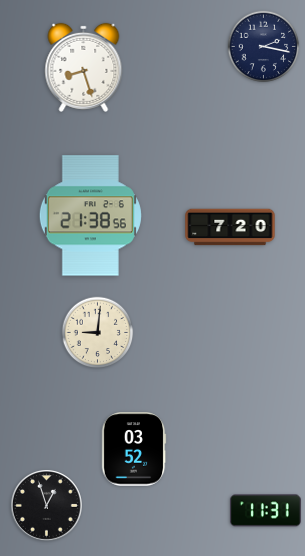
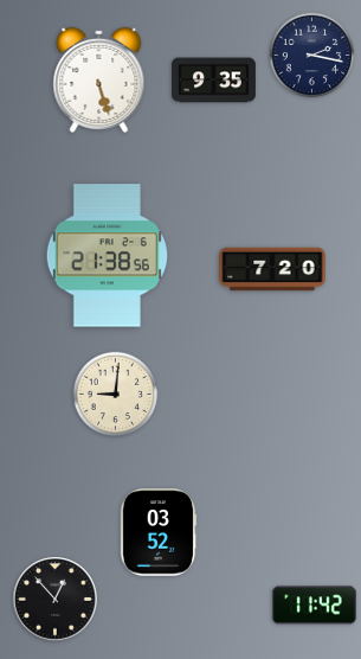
clock at (84, 67): 8:27 -> 5:27
clock at (214, 81): none -> 9:35
clock at (46, 505): 12:57 -> 12:53
clock at (265, 511): 11:31 -> 11:42
